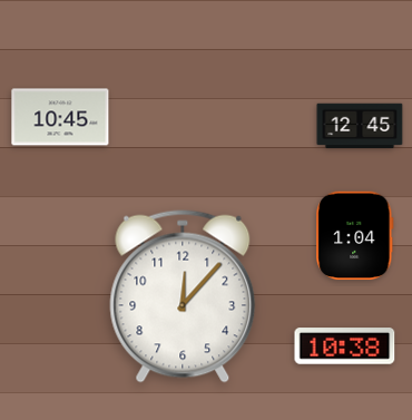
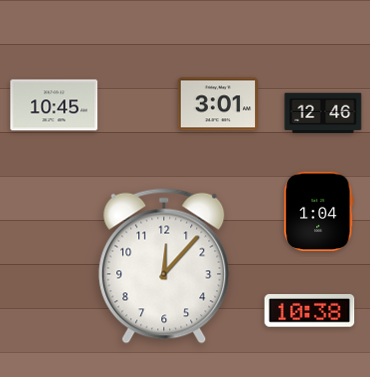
clock at (218, 104): none -> 3:01
clock at (360, 126): 12:45 -> 12:46
